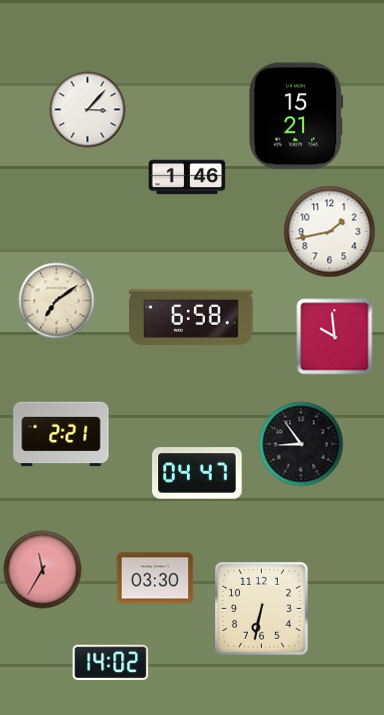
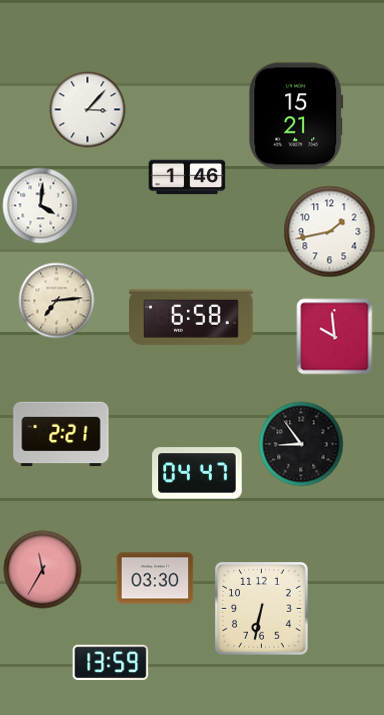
clock at (41, 206): none -> 4:01
clock at (57, 301): 7:09 -> 7:14
clock at (111, 663): 14:02 -> 13:59
